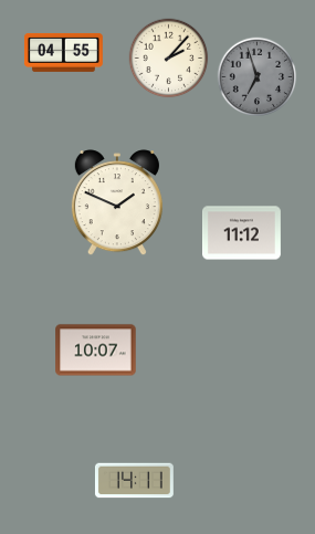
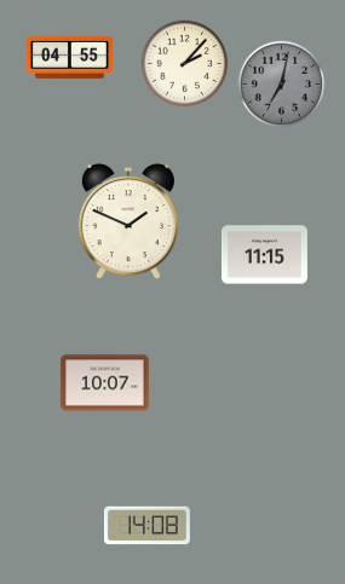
clock at (258, 77): 6:57 -> 7:02
clock at (242, 233): 11:12 -> 11:15
clock at (134, 481): 14:11 -> 14:08
